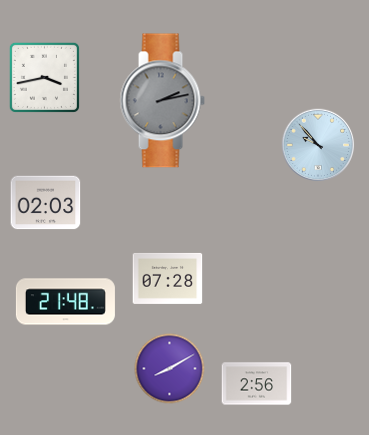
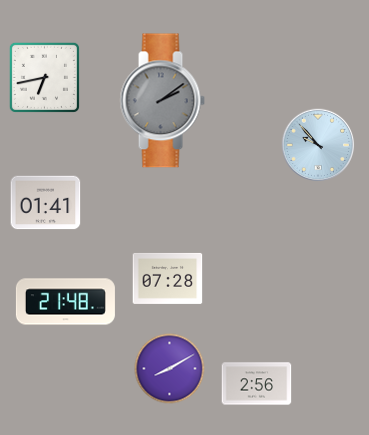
clock at (44, 77): 3:43 -> 6:43
clock at (162, 101): 2:13 -> 2:09
clock at (46, 203): 02:03 -> 01:41
